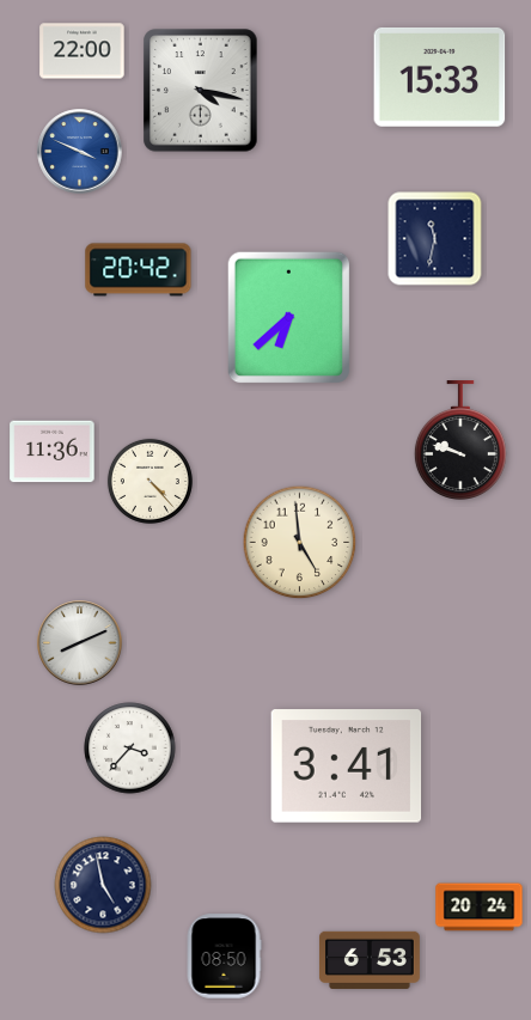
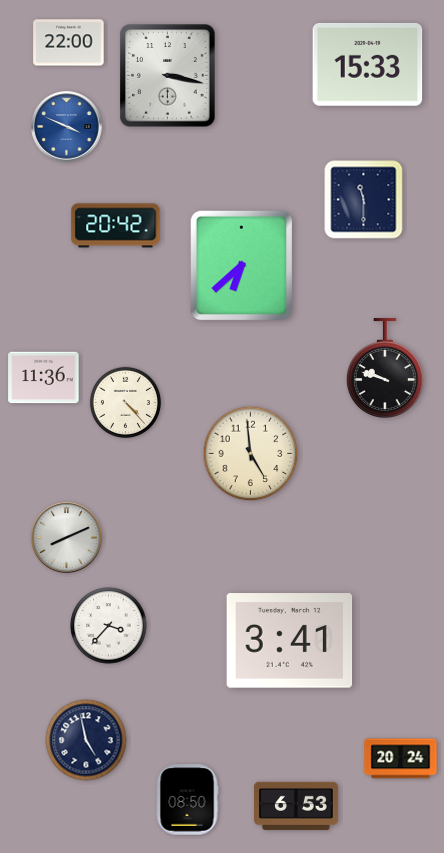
clock at (201, 91): 4:17 -> 3:17
clock at (435, 239): 11:32 -> 11:30
clock at (370, 960) position: (370, 960) -> (296, 806)
